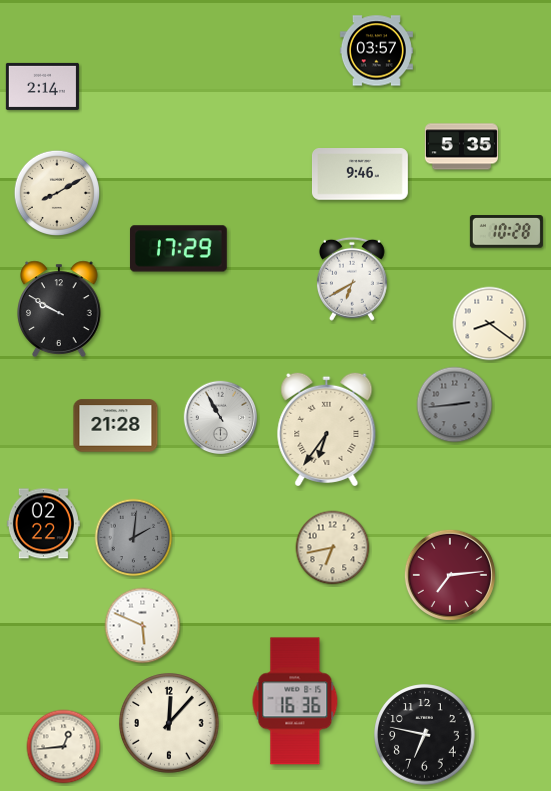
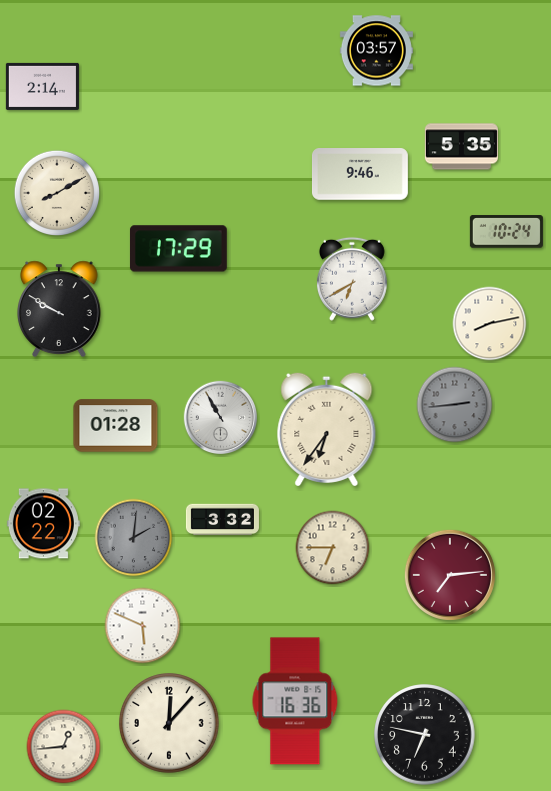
clock at (506, 232): 10:28 -> 10:24
clock at (490, 324): 8:21 -> 8:13
clock at (116, 426): 21:28 -> 01:28
clock at (222, 520): none -> 3:32
clock at (333, 548): 6:43 -> 6:45
